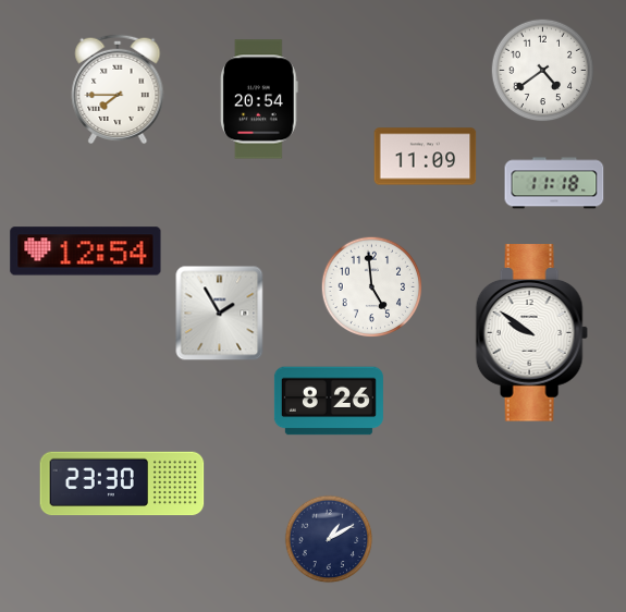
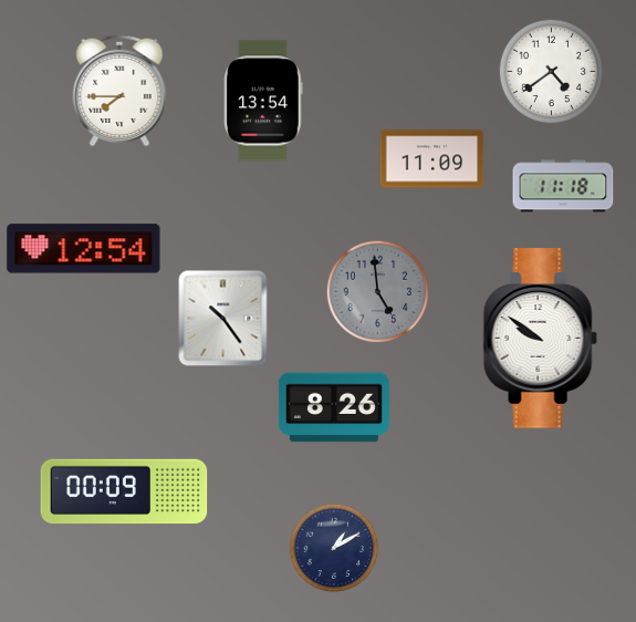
clock at (260, 99): 20:54 -> 13:54
clock at (86, 252) position: (86, 252) -> (84, 249)
clock at (372, 287) dial: white -> grey
clock at (220, 314): 1:55 -> 10:24
clock at (122, 484): 23:30 -> 00:09
